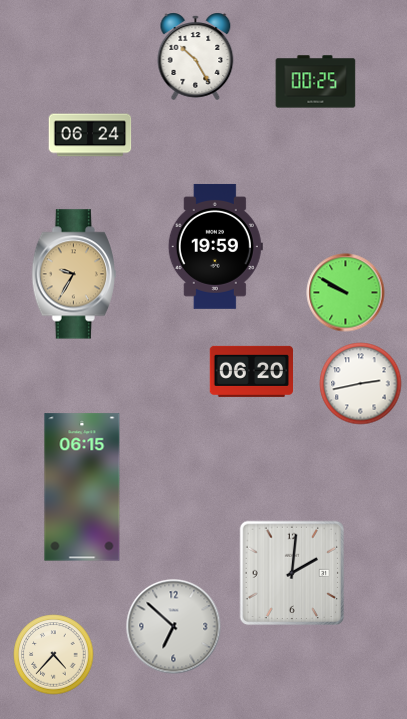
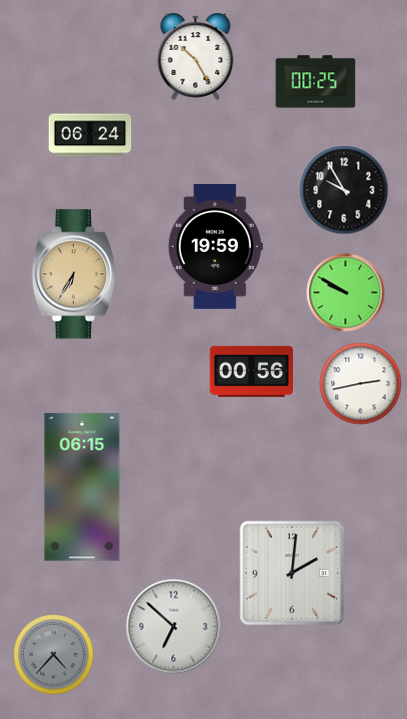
clock at (344, 190): none -> 9:55
clock at (73, 274): 9:35 -> 6:35
clock at (252, 371): 06:20 -> 00:56
clock at (54, 655) dial: cream -> grey
